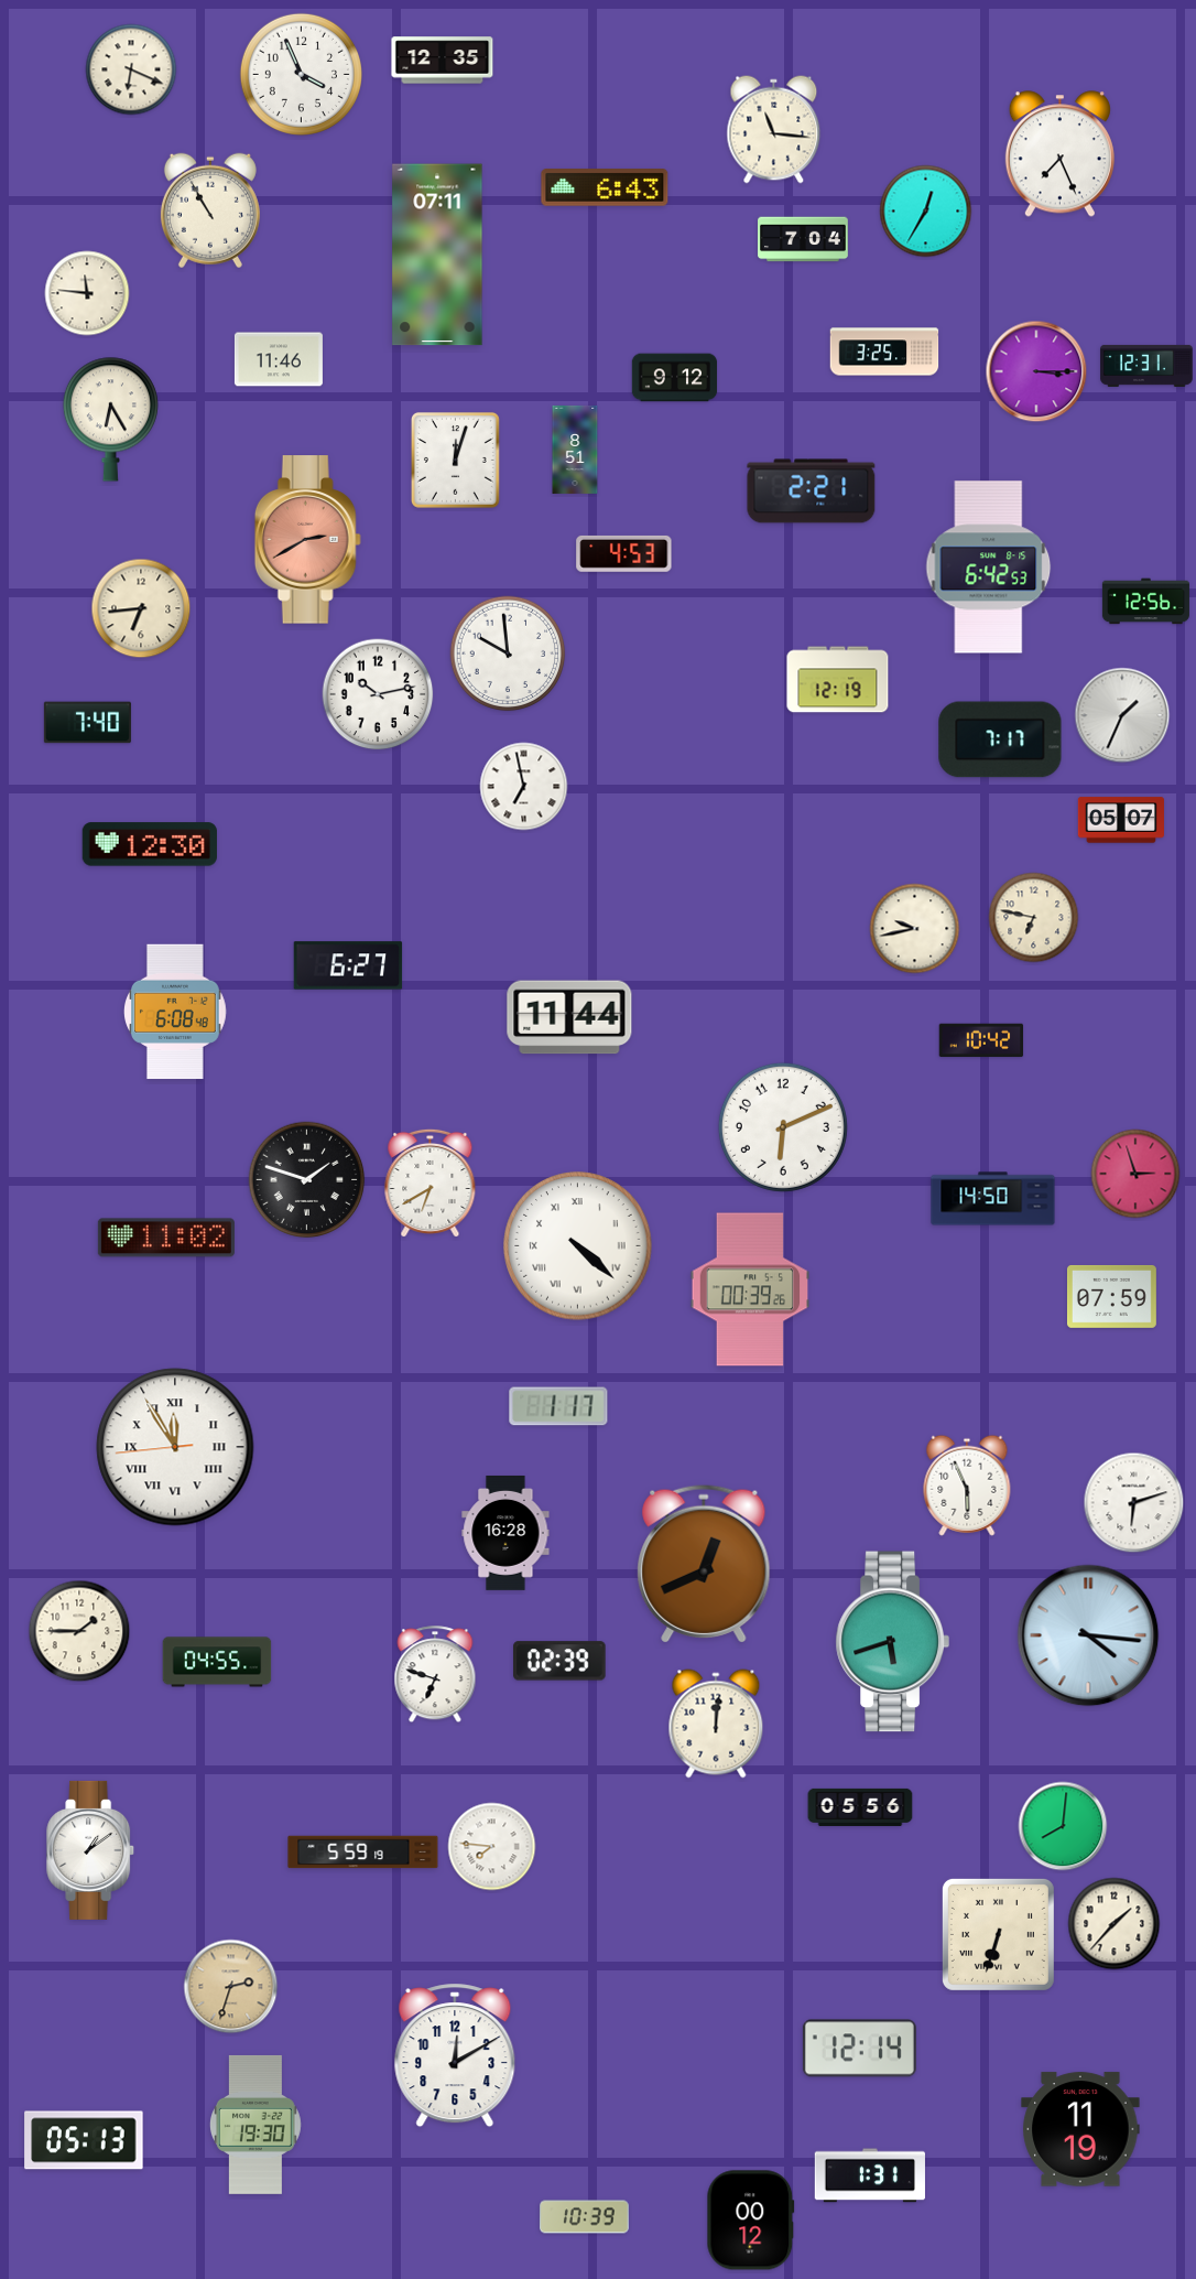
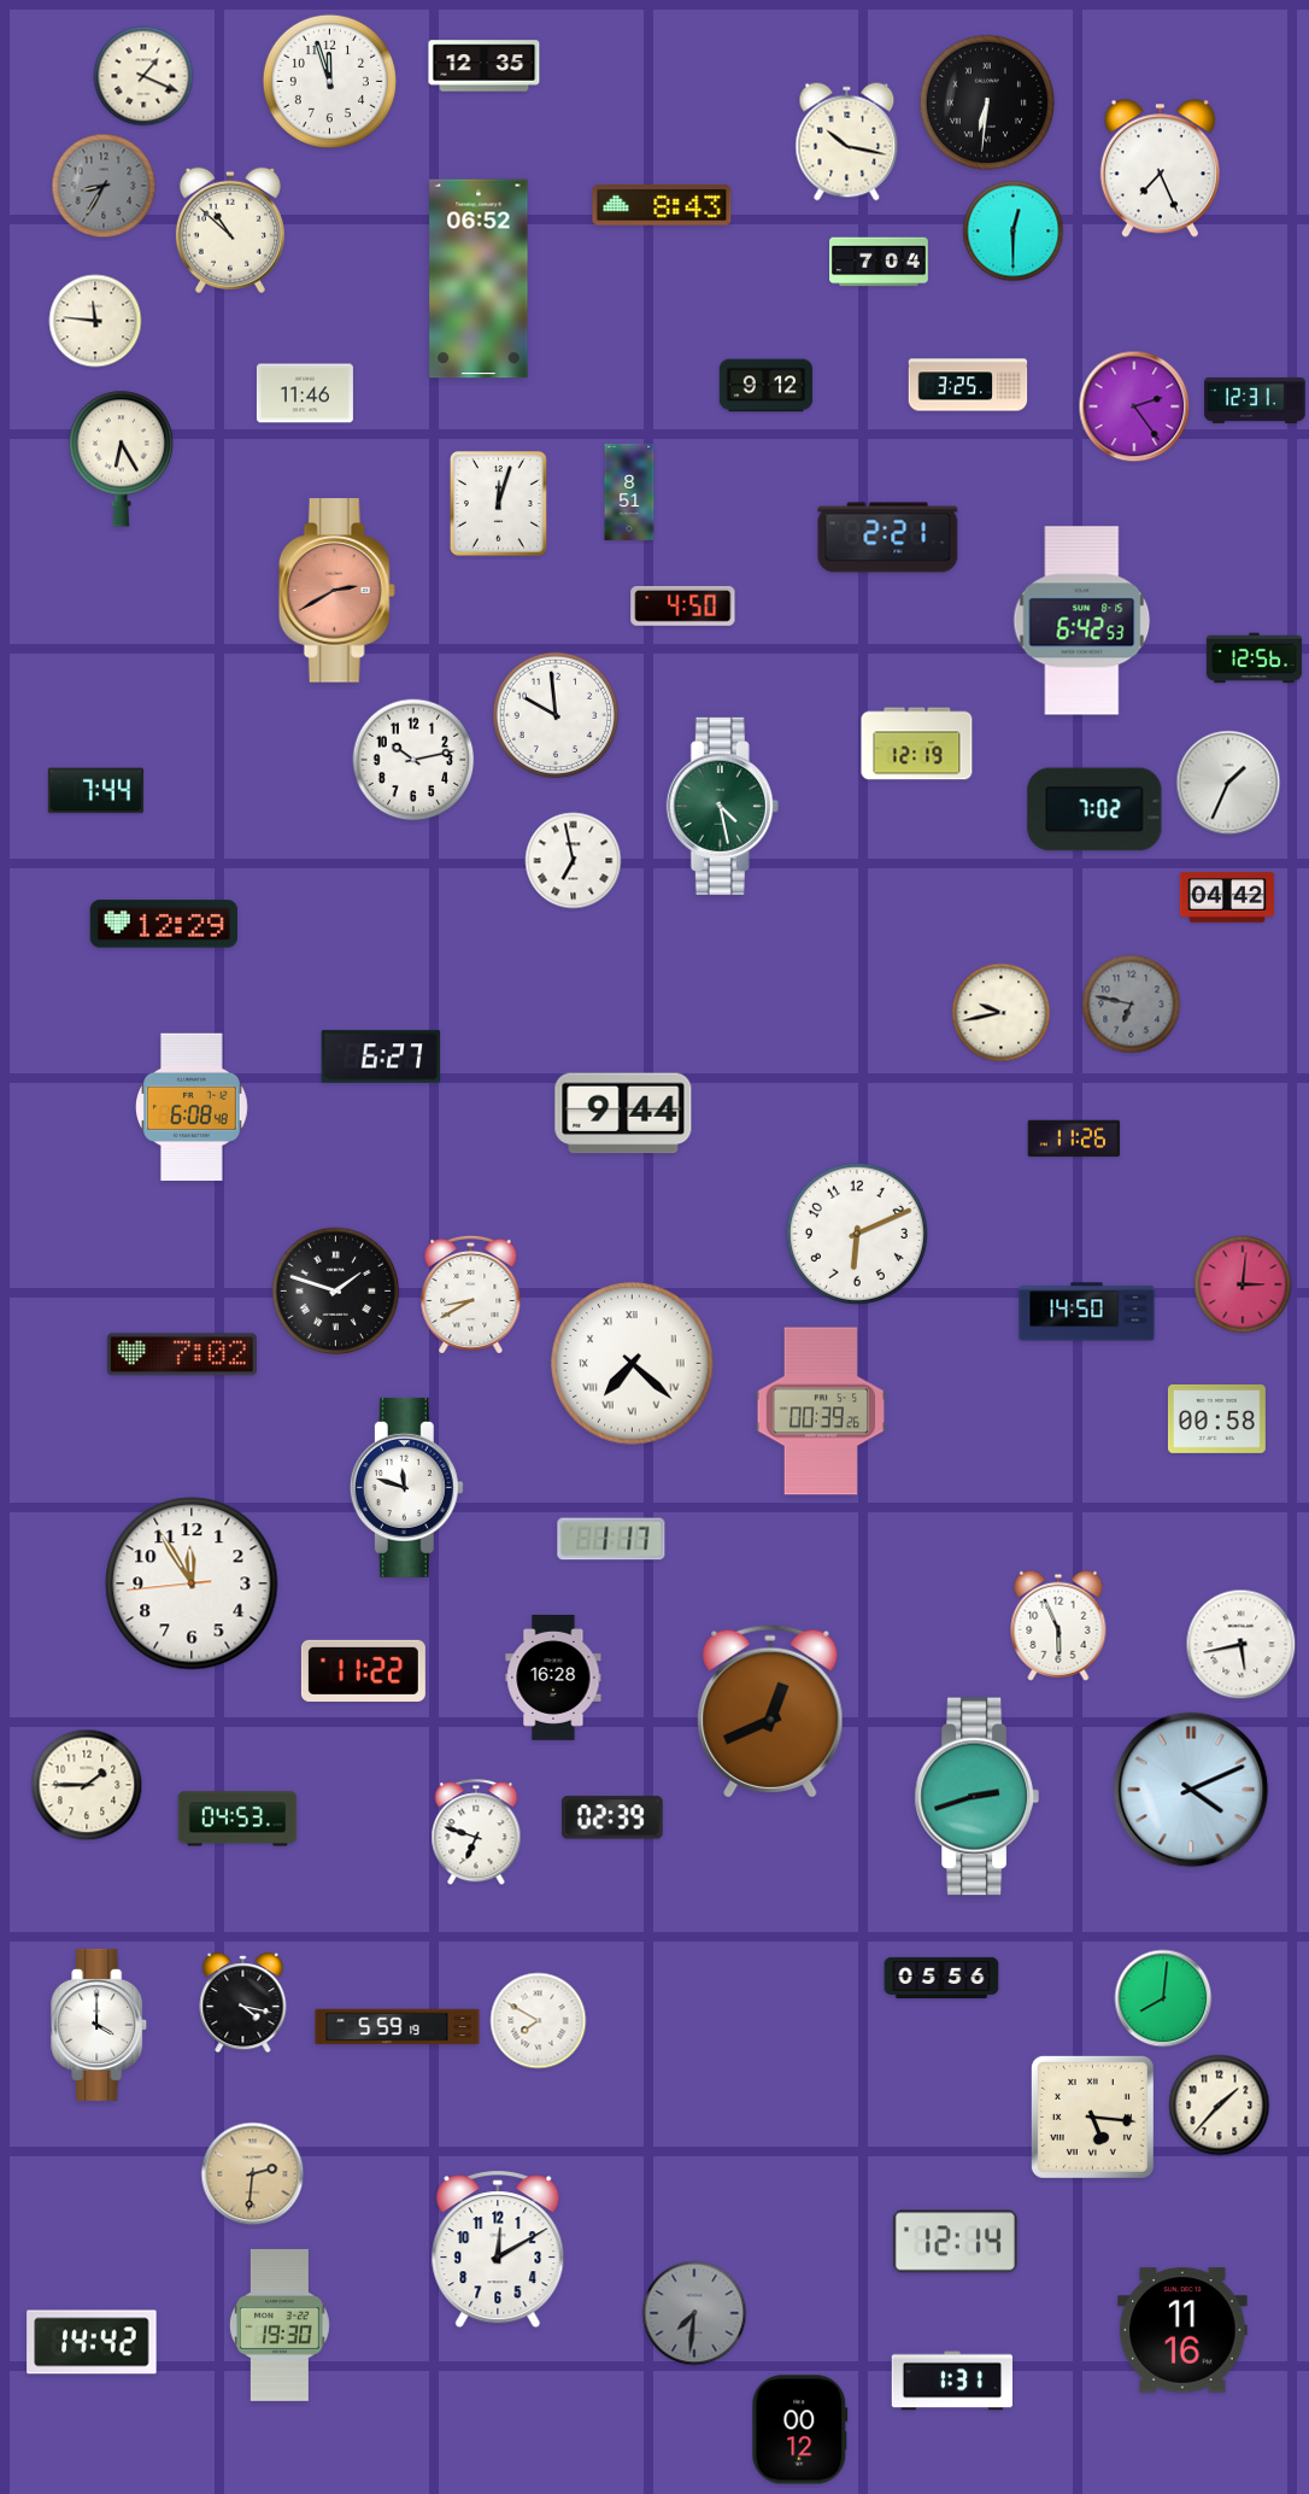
clock at (131, 69): 6:19 -> 1:19
clock at (301, 74): 3:56 -> 11:57
clock at (987, 103): none -> 6:31
clock at (774, 130): 11:16 -> 10:17
clock at (104, 186): none -> 8:35
clock at (605, 187): 6:43 -> 8:43
clock at (210, 210): 10:55 -> 10:52
clock at (926, 212): 12:35 -> 12:30
clock at (437, 255): 07:11 -> 06:52
clock at (1036, 371): 3:15 -> 2:24
clock at (675, 378) position: (675, 378) -> (767, 386)
clock at (624, 553): 4:53 -> 4:50
clock at (141, 608): 6:44 -> none
clock at (87, 723): 7:40 -> 7:44
clock at (722, 806): none -> 4:28
clock at (1000, 739): 7:17 -> 7:02
clock at (1121, 820): 05:07 -> 04:42
clock at (150, 844): 12:30 -> 12:29
clock at (1034, 918) dial: cream -> grey
clock at (915, 929) position: (915, 929) -> (1002, 1013)
clock at (569, 1017): 11:44 -> 9:44
clock at (981, 1040): 10:42 -> 11:26
clock at (1135, 1174): 2:57 -> 3:01
clock at (431, 1182): 6:40 -> 8:40
clock at (166, 1238): 11:02 -> 7:02
clock at (578, 1246): 4:22 -> 7:22
clock at (1111, 1296): 07:59 -> 00:58
clock at (406, 1487): none -> 11:48
clock at (175, 1447) numerals: Roman -> Arabic
clock at (1134, 1503): 6:12 -> 5:43
clock at (363, 1670): none -> 11:22
clock at (1088, 1635): 4:16 -> 4:11
clock at (892, 1642): 5:42 -> 2:42
clock at (217, 1662): 04:55 -> 04:53
clock at (716, 1724): 12:01 -> none
clock at (243, 2004): none -> 4:17
clock at (492, 1847): 7:46 -> 7:50
clock at (91, 1850): 1:09 -> 4:00
clock at (998, 1934): 6:33 -> 5:16
clock at (231, 1987): 2:33 -> 2:31
clock at (859, 2049) position: (859, 2049) -> (955, 2242)
clock at (694, 2313): none -> 7:31
clock at (1080, 2129): 11:19 -> 11:16
clock at (84, 2140): 05:13 -> 14:42
clock at (584, 2217): 10:39 -> none
clock at (751, 2221) position: (751, 2221) -> (800, 2430)
